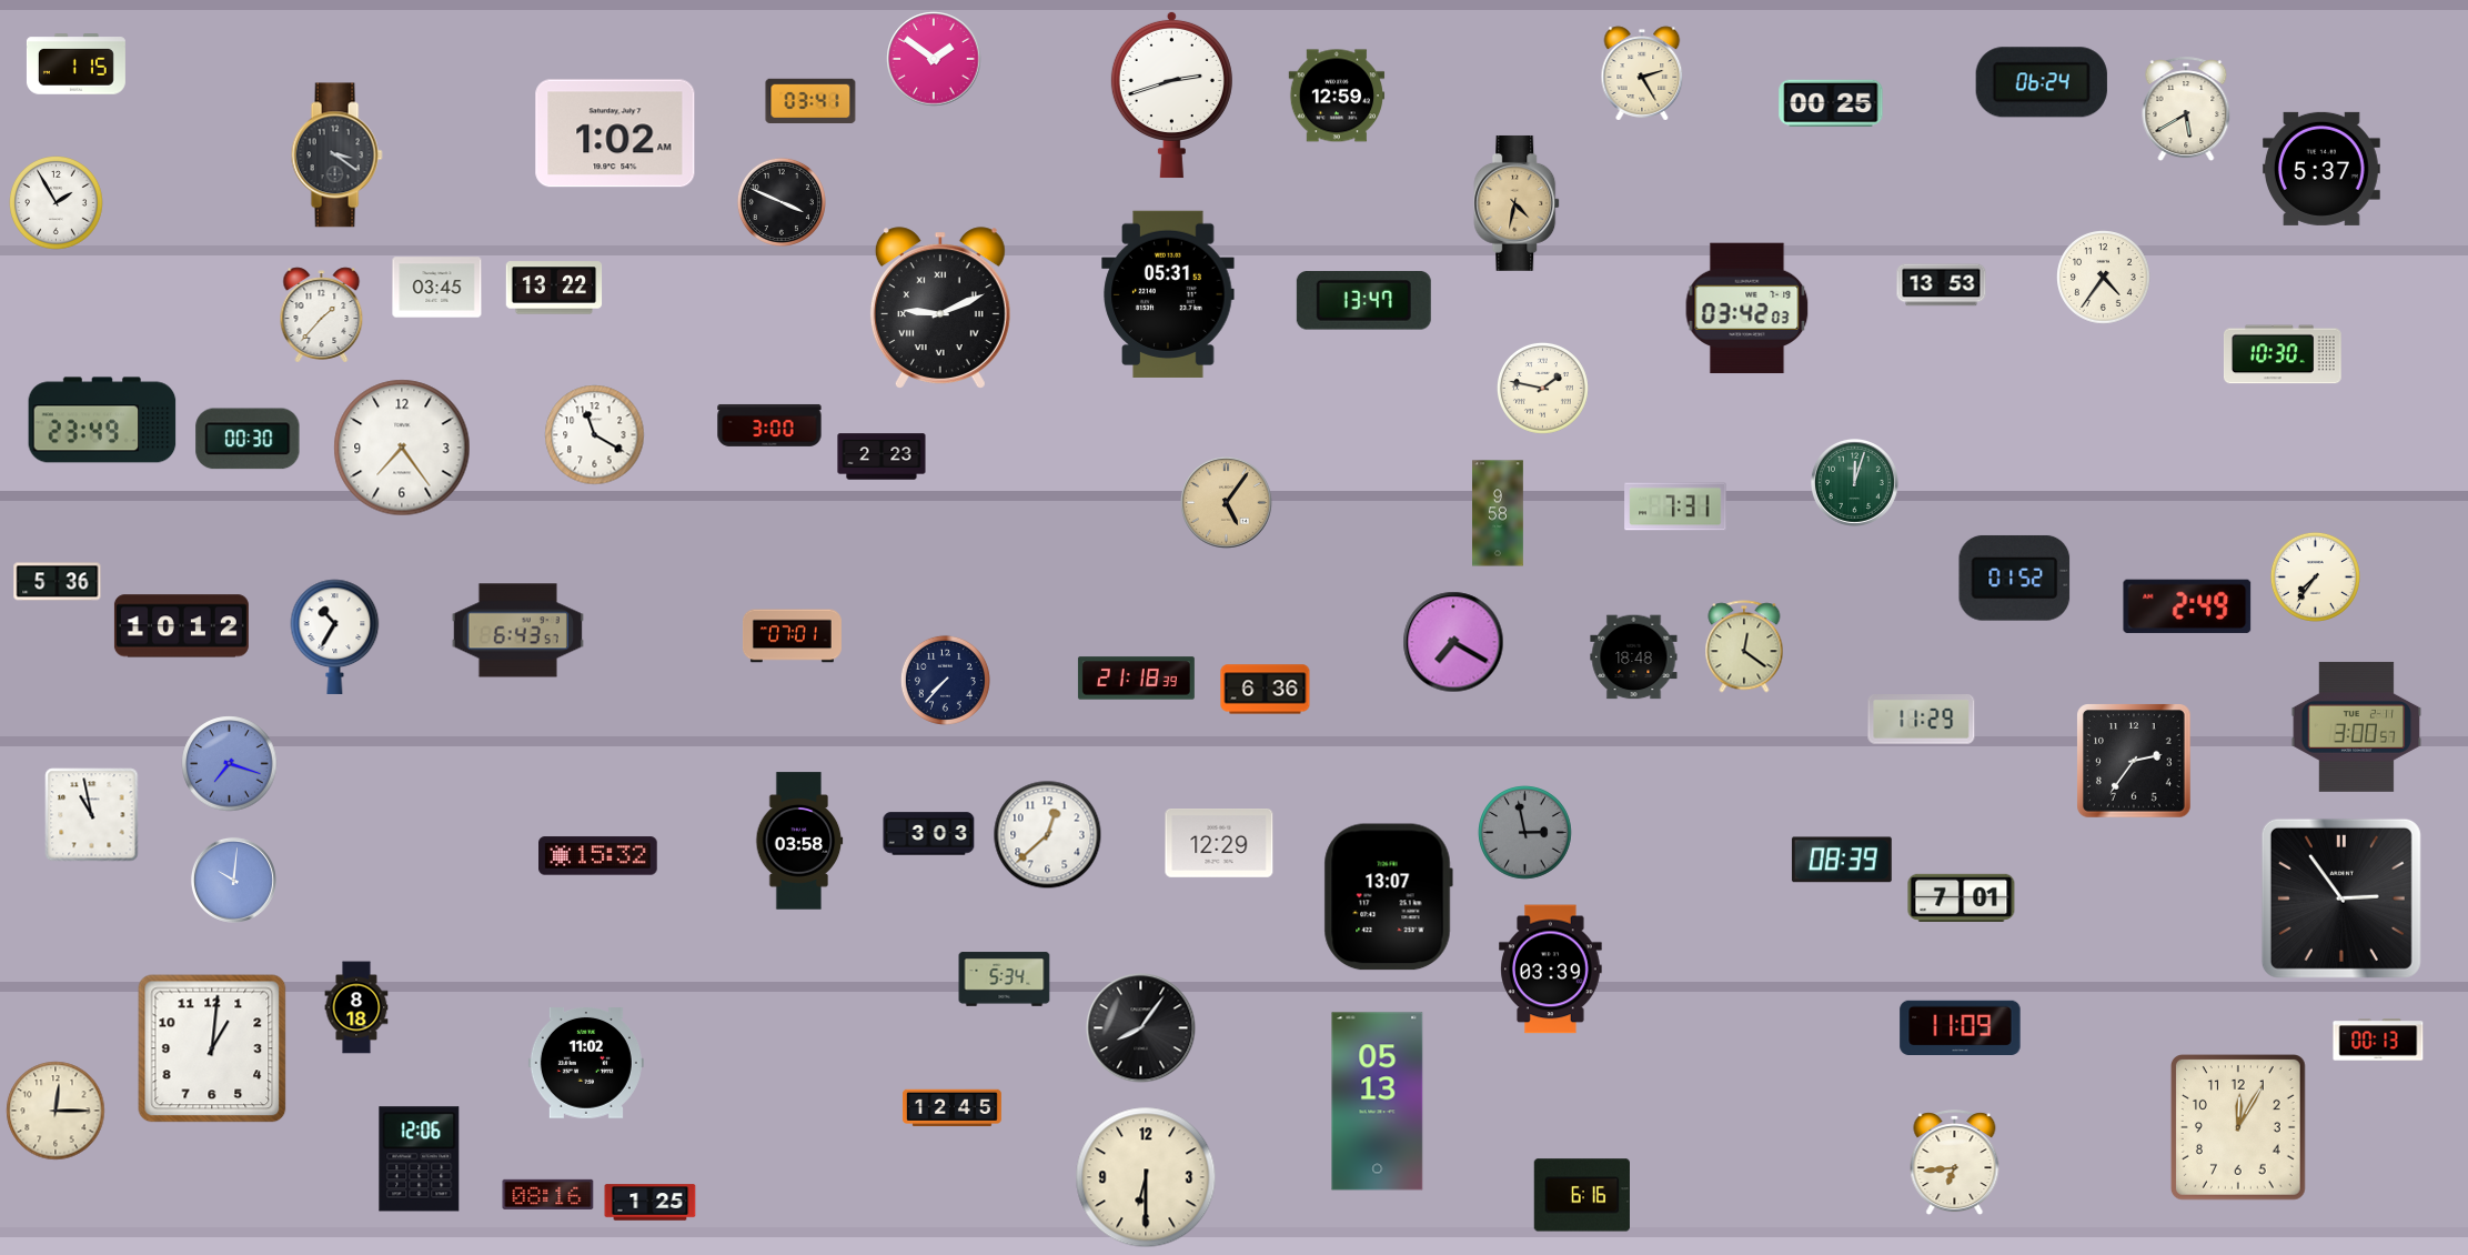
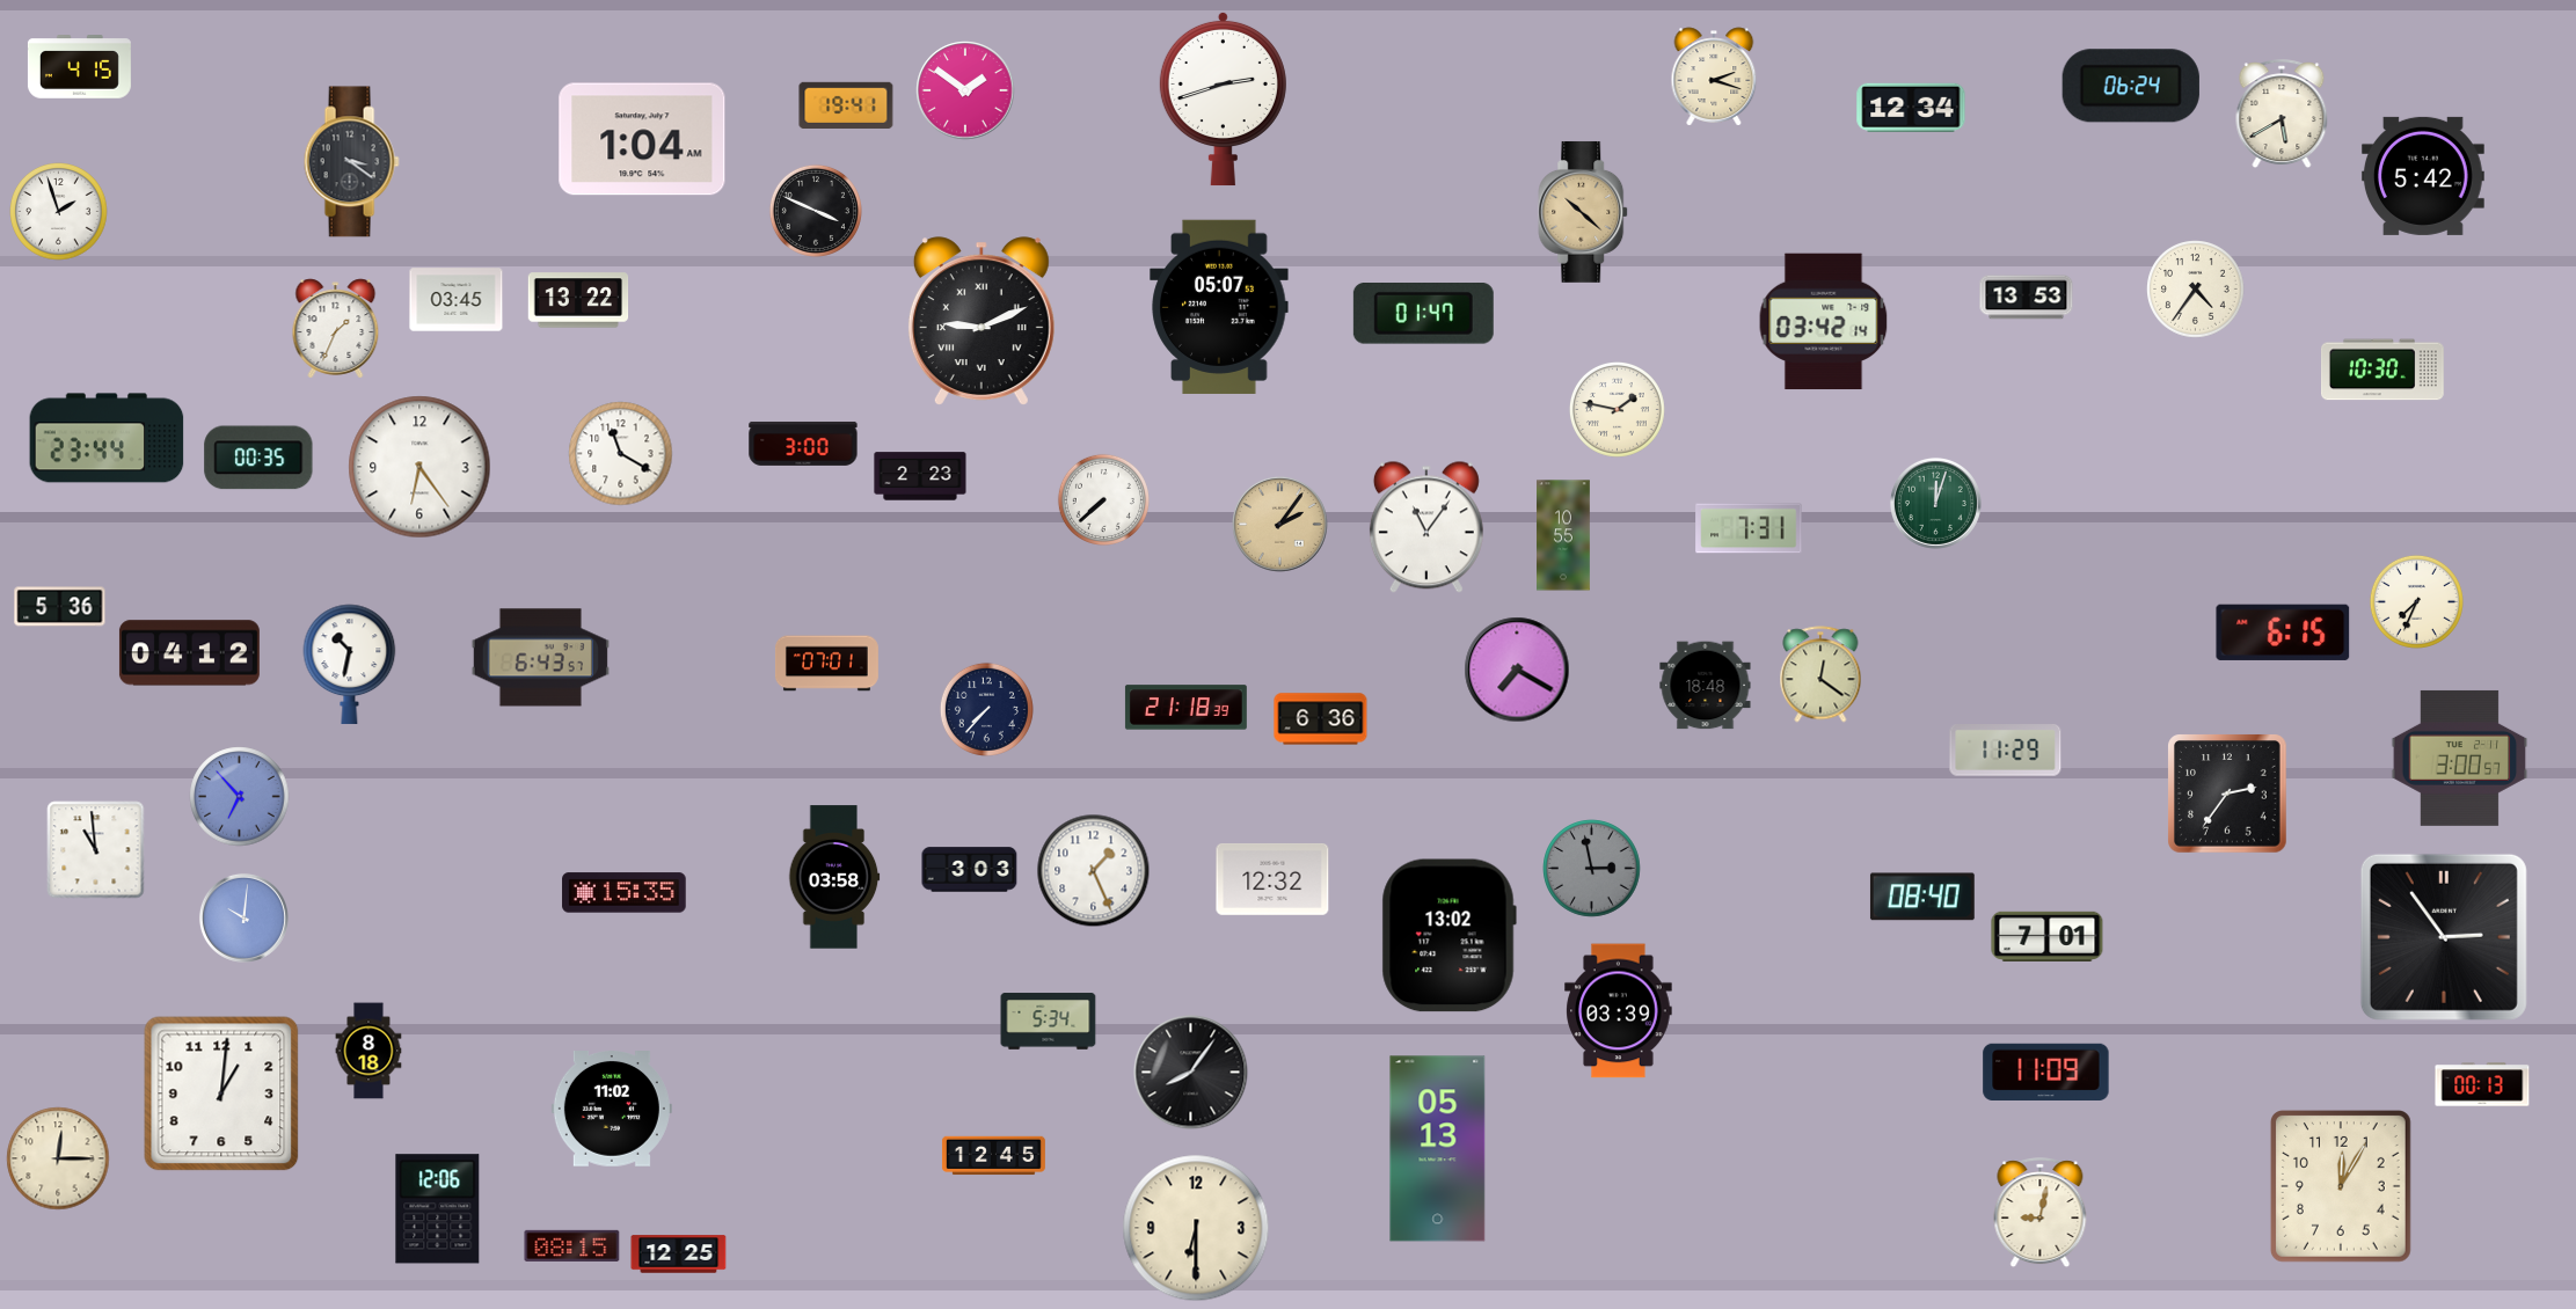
clock at (934, 59) position: (934, 59) -> (965, 90)
clock at (75, 64): 1:15 -> 4:15
clock at (1642, 73): 2:25 -> 2:18
clock at (1337, 96): 12:59 -> none
clock at (810, 100): 03:41 -> 19:41
clock at (1831, 103): 00:25 -> 12:34
clock at (615, 133): 1:02 -> 1:04
clock at (2321, 169): 5:37 -> 5:42
clock at (57, 203): 1:55 -> 1:57
clock at (1518, 203): 4:32 -> 10:22
clock at (1168, 294): 05:31 -> 05:07
clock at (1363, 301): 13:47 -> 01:47
clock at (1747, 309): 03:42:03 -> 03:42:14
clock at (322, 315): 1:37 -> 1:34
clock at (1542, 388) position: (1542, 388) -> (1617, 409)
clock at (102, 420): 23:49 -> 23:44
clock at (248, 439): 00:30 -> 00:35
clock at (402, 448): 7:24 -> 6:24
clock at (1103, 499): none -> 7:38
clock at (1227, 503): 5:06 -> 2:06
clock at (1426, 527): none -> 11:06
clock at (1498, 513): 9:58 -> 10:55
clock at (2315, 576): 7:36 -> 7:34
clock at (2015, 578): 01:52 -> none
clock at (2187, 606): 2:49 -> 6:15
clock at (181, 626): 10:12 -> 04:12
clock at (335, 636): 10:35 -> 10:32
clock at (230, 764): 7:18 -> 6:53
clock at (92, 815): 10:58 -> 10:59
clock at (1048, 835): 12:38 -> 1:26
clock at (1219, 844): 12:29 -> 12:32
clock at (598, 856): 15:32 -> 15:35
clock at (1842, 860): 08:39 -> 08:40
clock at (1388, 897): 13:07 -> 13:02
clock at (356, 1007) position: (356, 1007) -> (368, 1051)
clock at (2238, 1128) position: (2238, 1128) -> (2341, 1187)
clock at (1955, 1163): 6:44 -> 9:02
clock at (548, 1194): 08:16 -> 08:15
clock at (1581, 1195): 6:16 -> none
clock at (651, 1203): 1:25 -> 12:25
